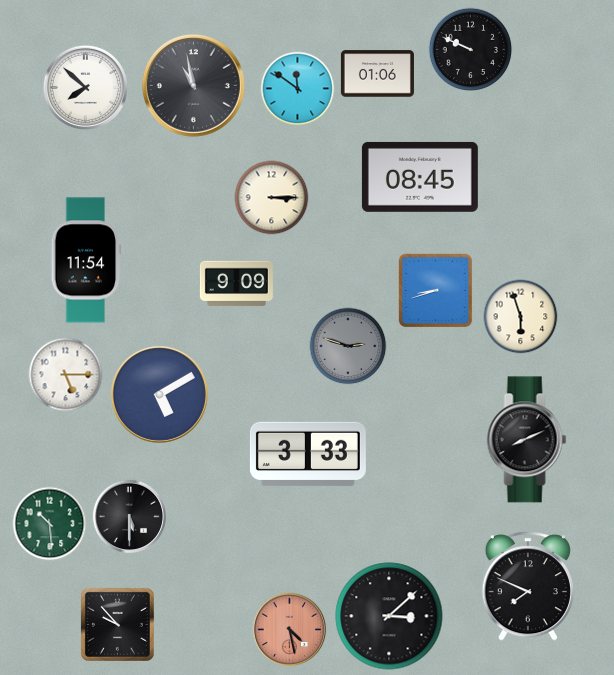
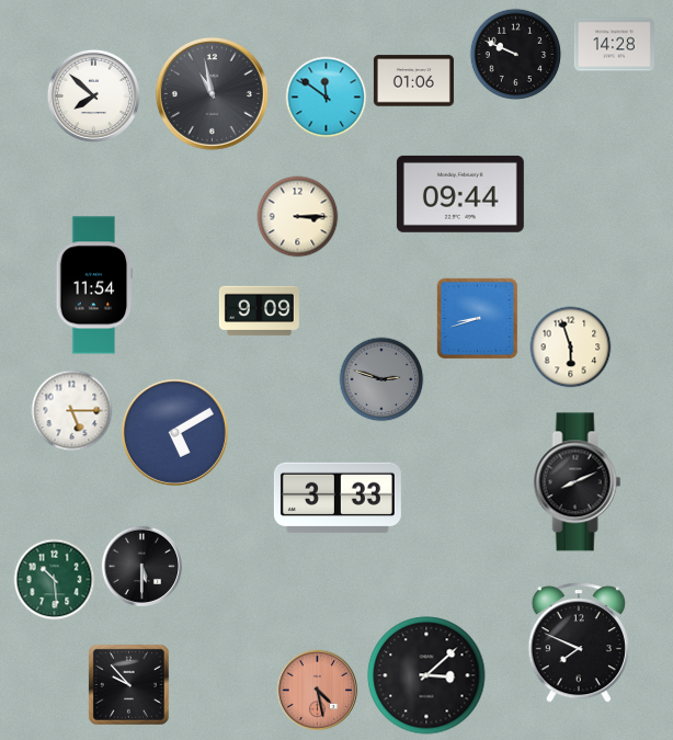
clock at (614, 45): none -> 14:28
clock at (420, 177): 08:45 -> 09:44
clock at (50, 524) position: (50, 524) -> (55, 580)
